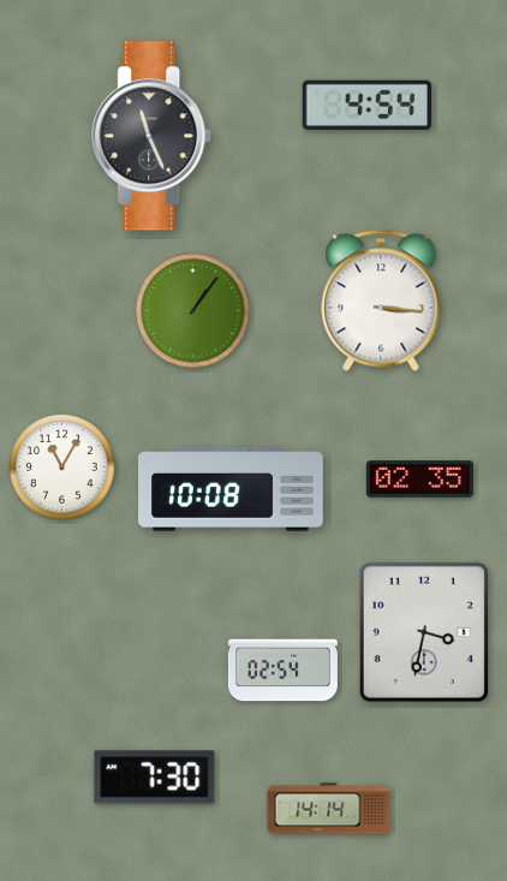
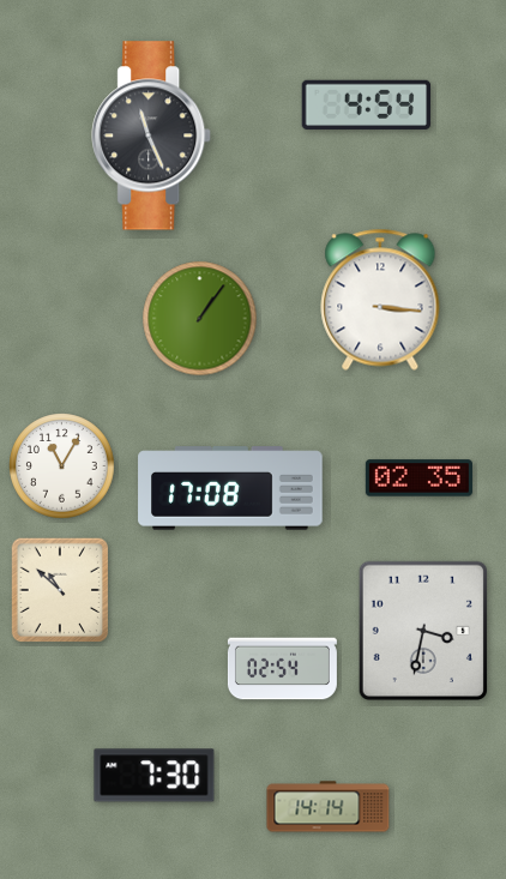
clock at (193, 311) position: (193, 311) -> (200, 319)
clock at (231, 489): 10:08 -> 17:08
clock at (60, 590): none -> 10:52
